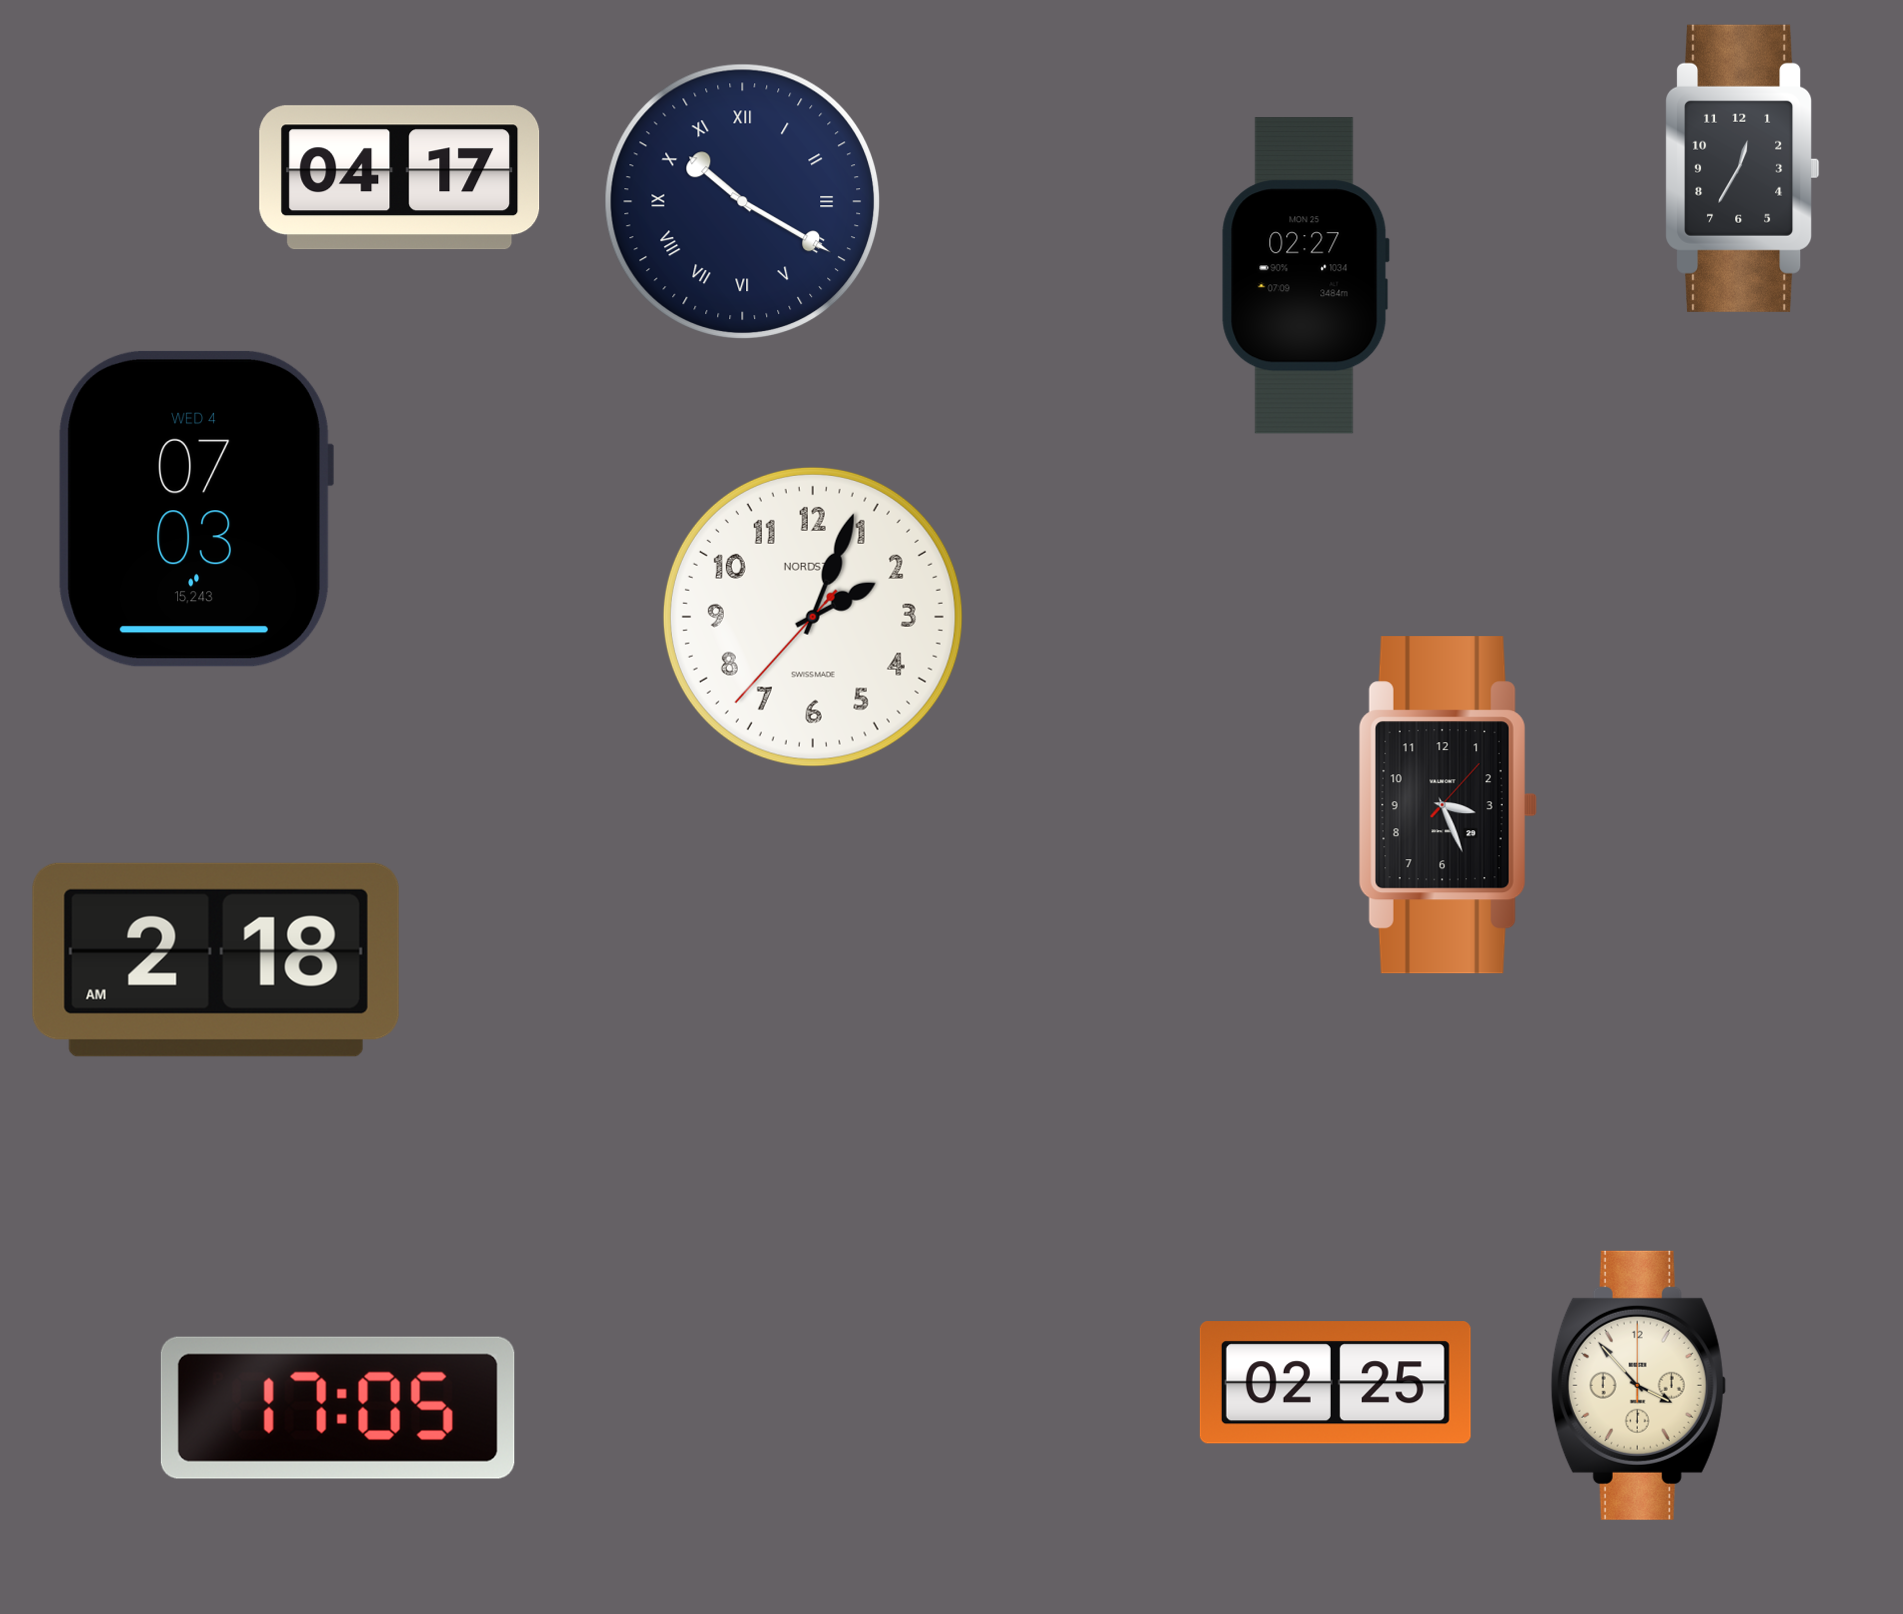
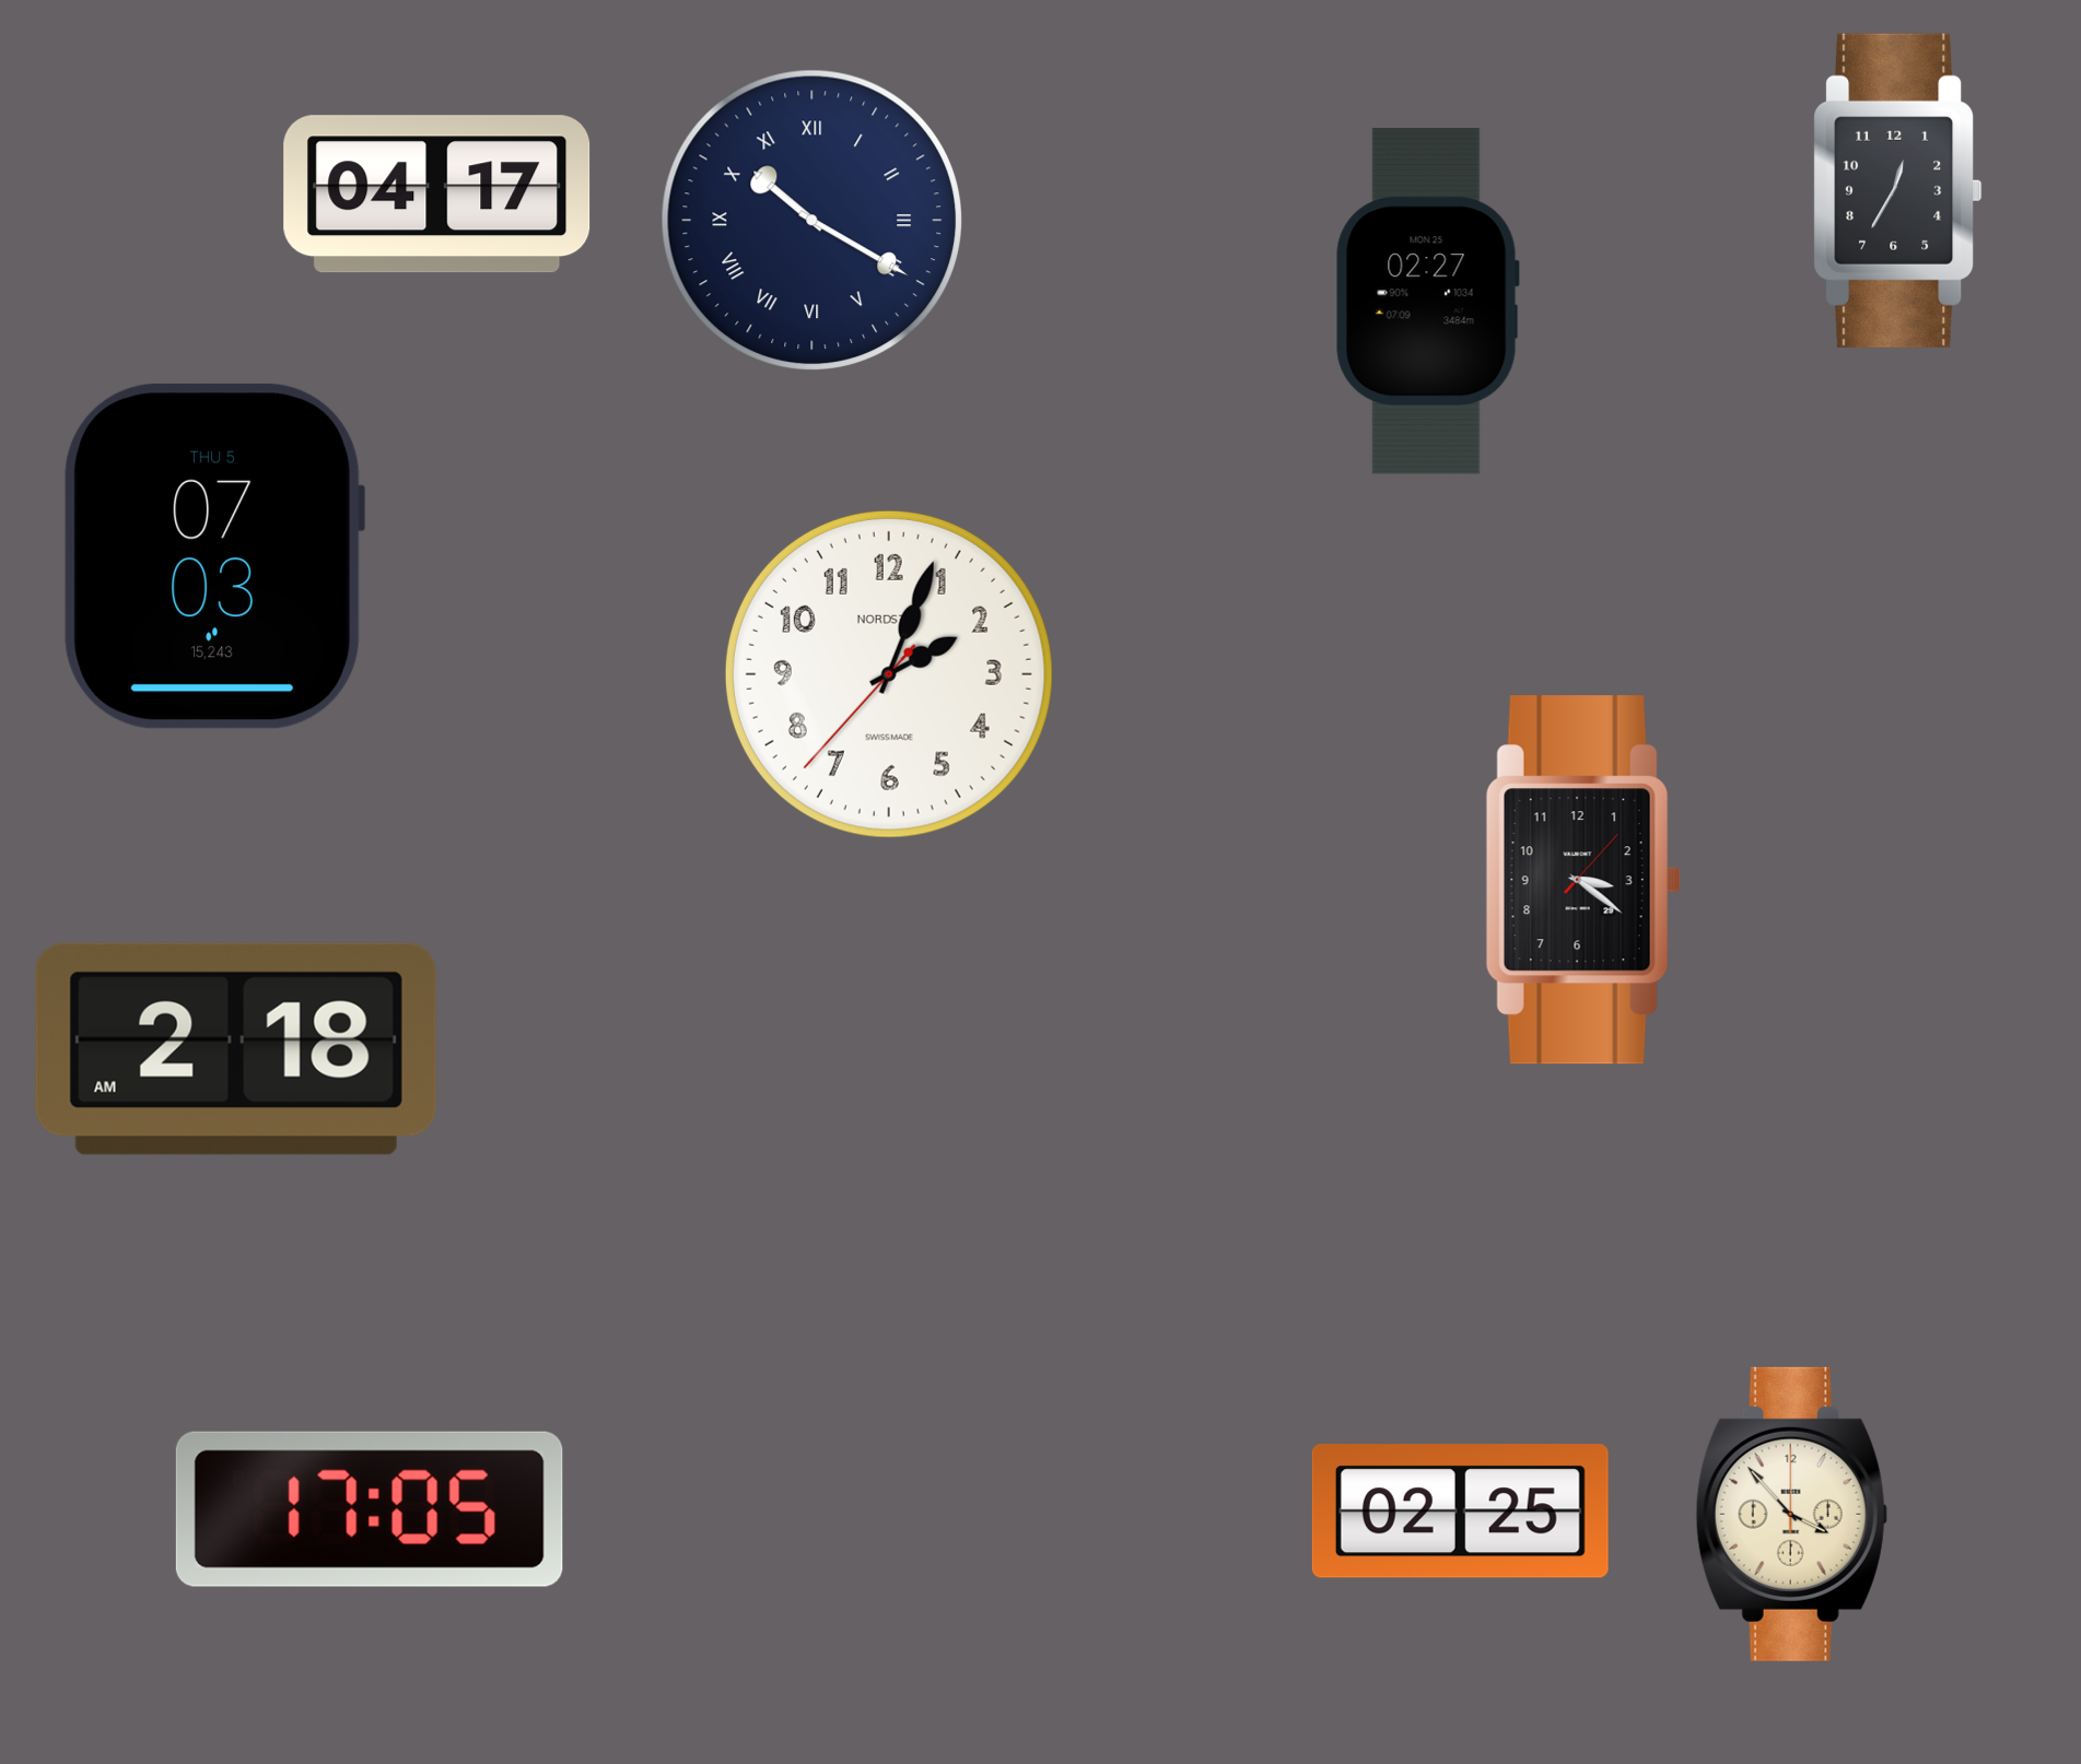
clock at (1743, 168) position: (1743, 168) -> (1898, 190)
clock at (196, 509) date: WED 4 -> THU 5
clock at (1448, 805): 3:26 -> 3:21
clock at (338, 1408) position: (338, 1408) -> (370, 1509)
